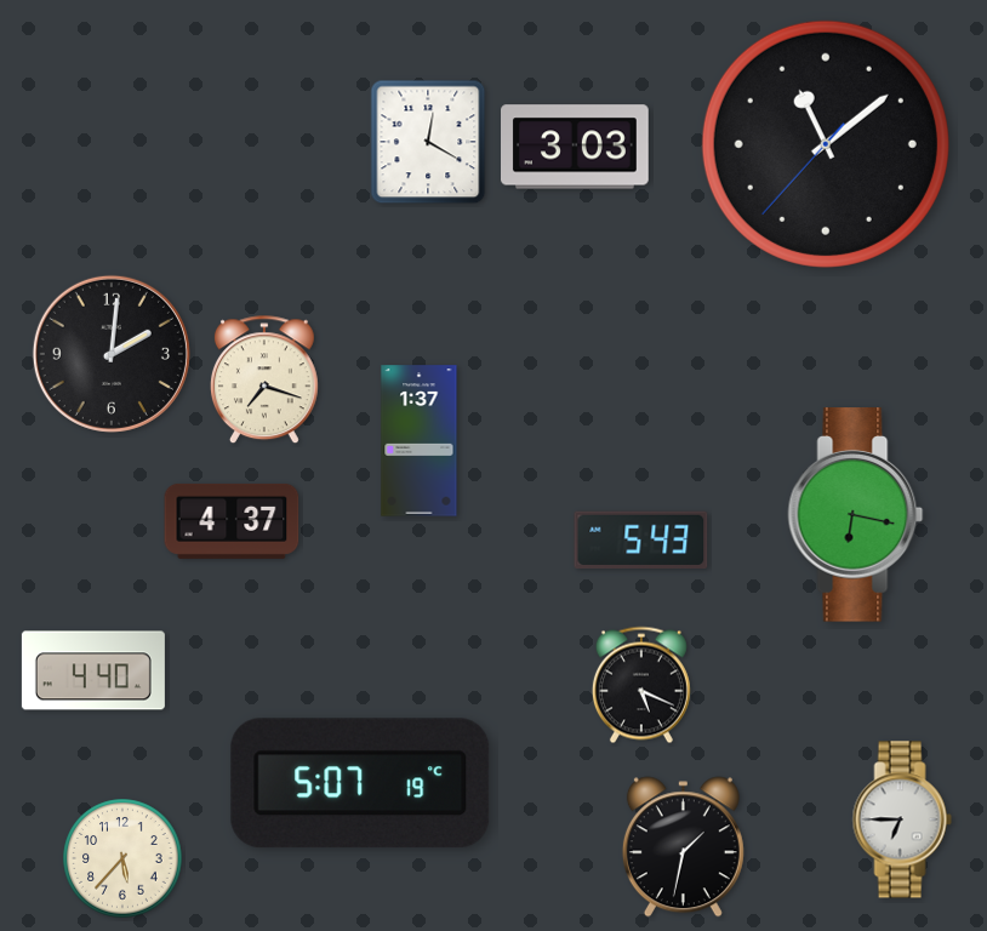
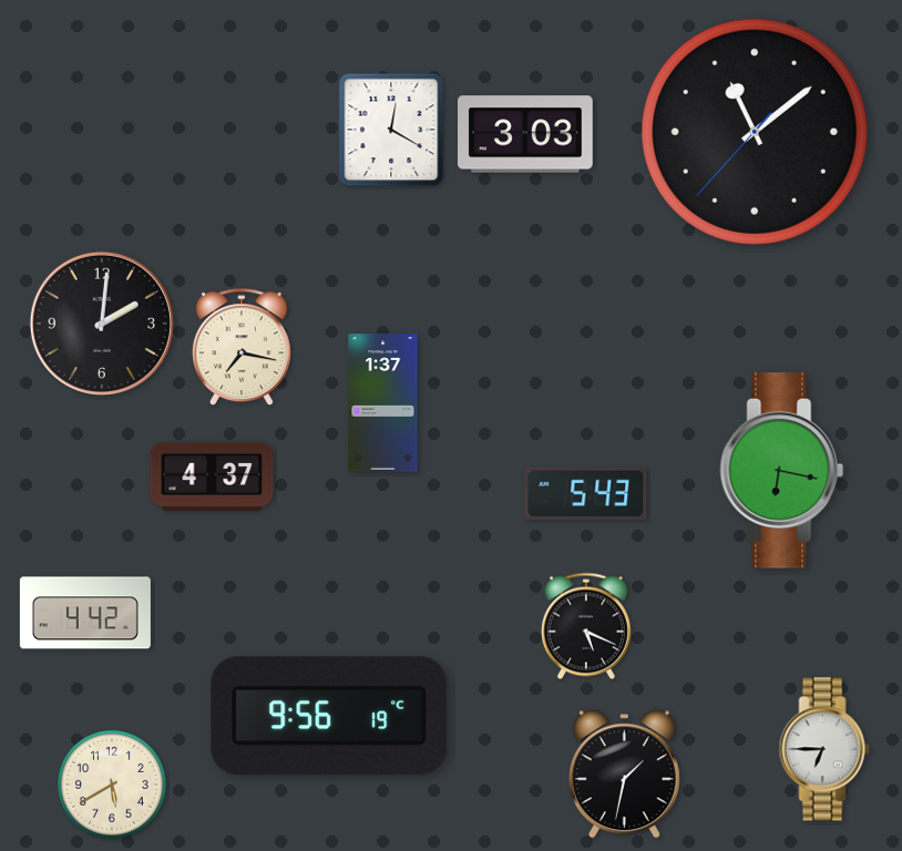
clock at (264, 381): 7:18 -> 7:17
clock at (93, 670): 4:40 -> 4:42
clock at (360, 783): 5:07 -> 9:56
clock at (122, 858): 5:37 -> 5:40
